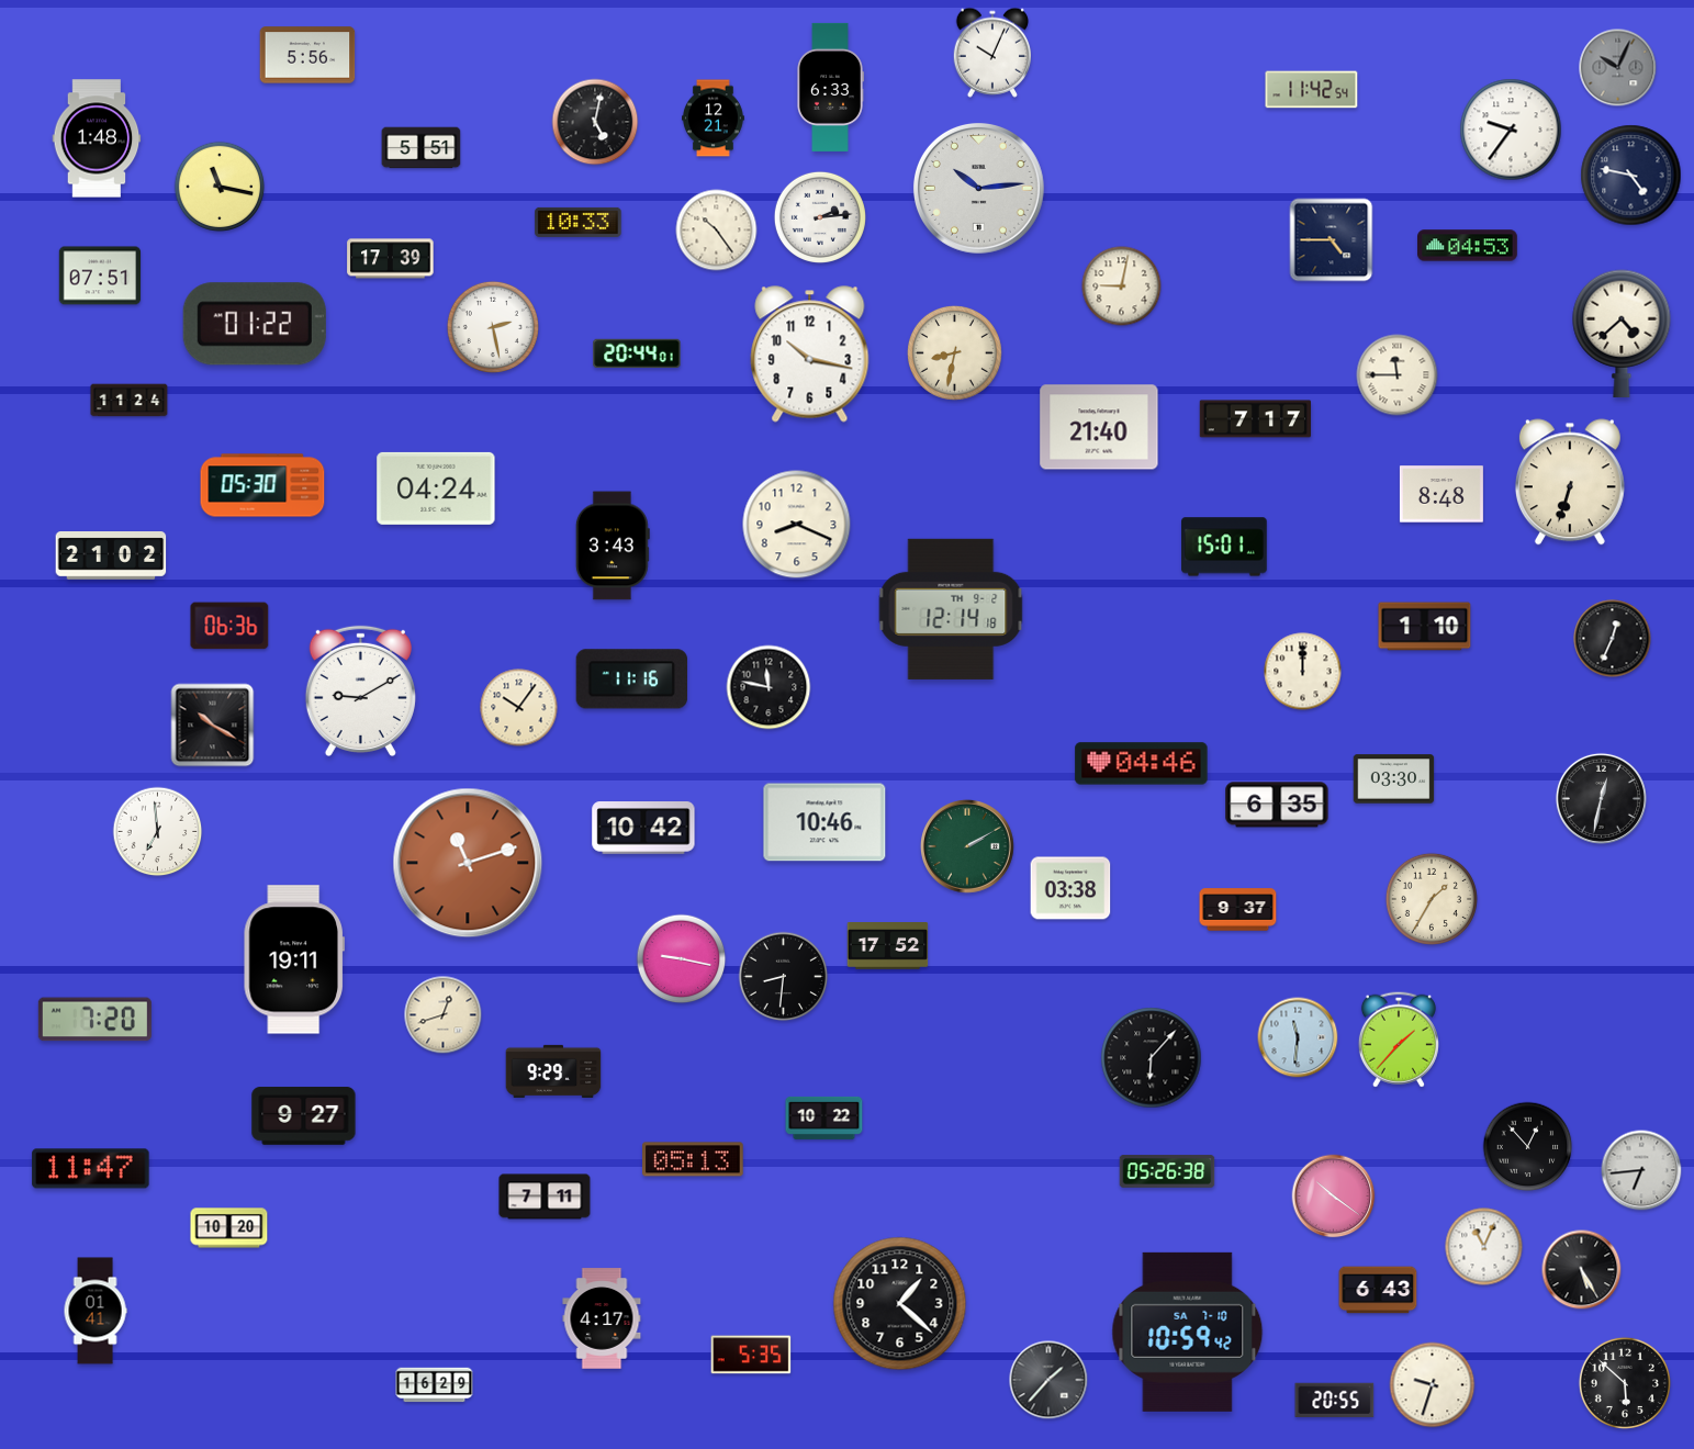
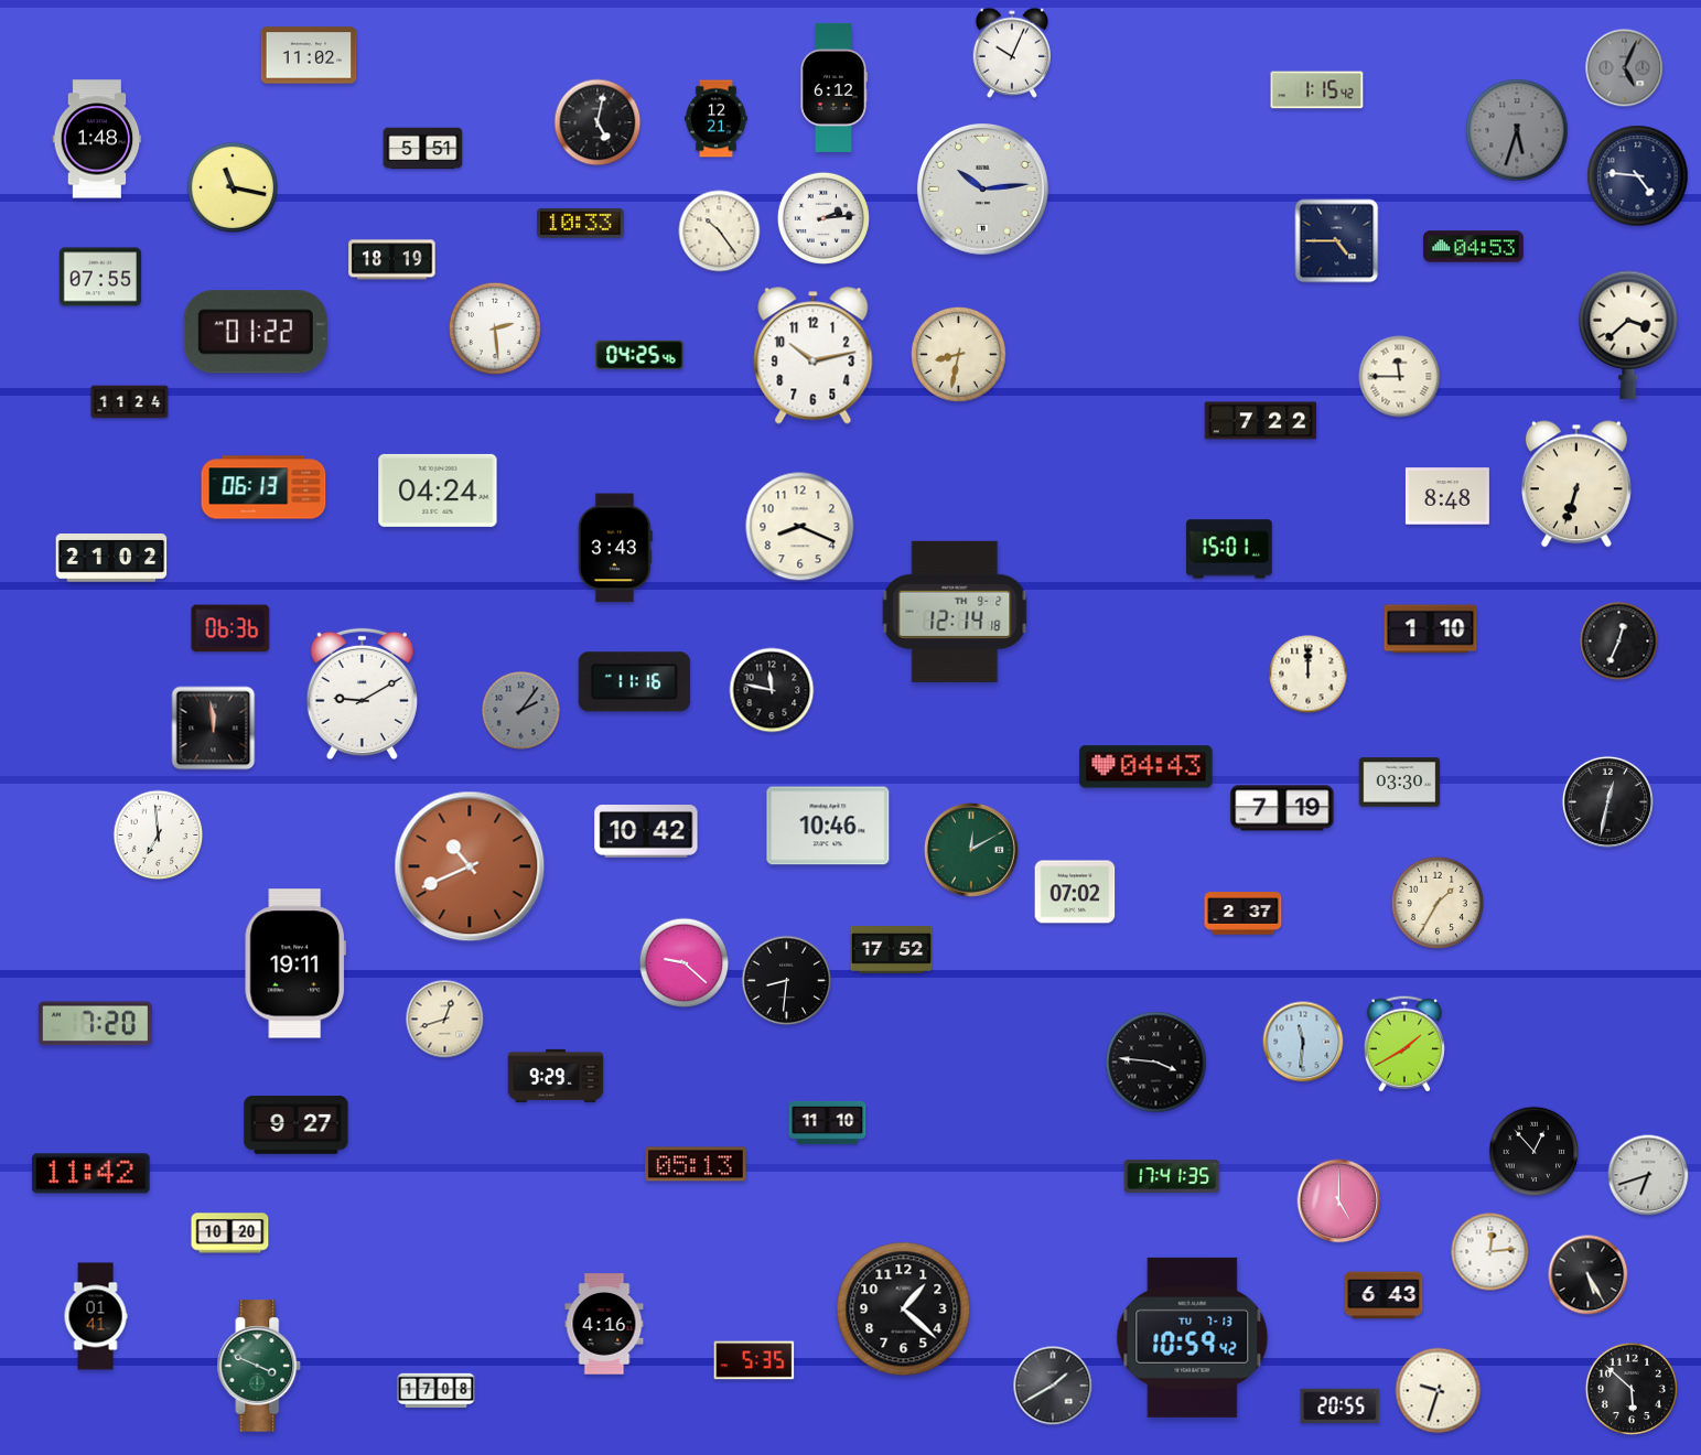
clock at (991, 53) position: (991, 53) -> (1011, 53)
clock at (307, 55): 5:56 -> 11:02
clock at (1618, 68): 10:04 -> 5:04
clock at (831, 87): 6:33 -> 6:12
clock at (1312, 90): 11:42 -> 1:15
clock at (1511, 130): 9:36 -> 5:33
clock at (1511, 130) dial: white -> grey
clock at (1631, 176): 4:47 -> 4:46
clock at (220, 187) position: (220, 187) -> (233, 187)
clock at (391, 259): 17:39 -> 18:19
clock at (100, 276): 07:51 -> 07:55
clock at (1122, 287): 9:02 -> none
clock at (255, 324) position: (255, 324) -> (256, 332)
clock at (493, 327): 2:28 -> 2:29
clock at (1622, 334): 4:38 -> 3:38
clock at (637, 353): 20:44 -> 04:25
clock at (810, 355): 10:17 -> 10:13
clock at (1398, 375) position: (1398, 375) -> (1400, 377)
clock at (1256, 419): 7:17 -> 7:22
clock at (1099, 427): 21:40 -> none
clock at (262, 485): 05:30 -> 06:13
clock at (519, 708): 10:06 -> 2:06
clock at (519, 708) dial: cream -> grey
clock at (213, 726): 10:20 -> 11:59
clock at (1142, 764): 04:46 -> 04:43
clock at (1277, 805): 6:35 -> 7:19
clock at (967, 846): 2:10 -> 12:10
clock at (468, 863): 11:12 -> 10:41
clock at (1070, 888): 03:38 -> 07:02
clock at (1238, 910): 9:37 -> 2:37
clock at (682, 959): 9:17 -> 9:22
clock at (1399, 1040): 1:37 -> 1:40
clock at (1152, 1058): 6:07 -> 3:46
clock at (304, 1116) position: (304, 1116) -> (297, 1125)
clock at (824, 1117): 10:22 -> 11:10
clock at (91, 1169): 11:47 -> 11:42
clock at (1641, 1170): 6:44 -> 6:42
clock at (1167, 1171): 05:26 -> 17:41
clock at (545, 1197): 7:11 -> none
clock at (1334, 1197): 10:21 -> 5:00
clock at (1484, 1247): 11:04 -> 12:14
clock at (602, 1318): 4:17 -> 4:16
clock at (1188, 1332) date: SA 7-10 -> TU 7-13
clock at (259, 1366): none -> 3:49
clock at (1048, 1380): 1:37 -> 1:40
clock at (435, 1385): 16:29 -> 17:08
